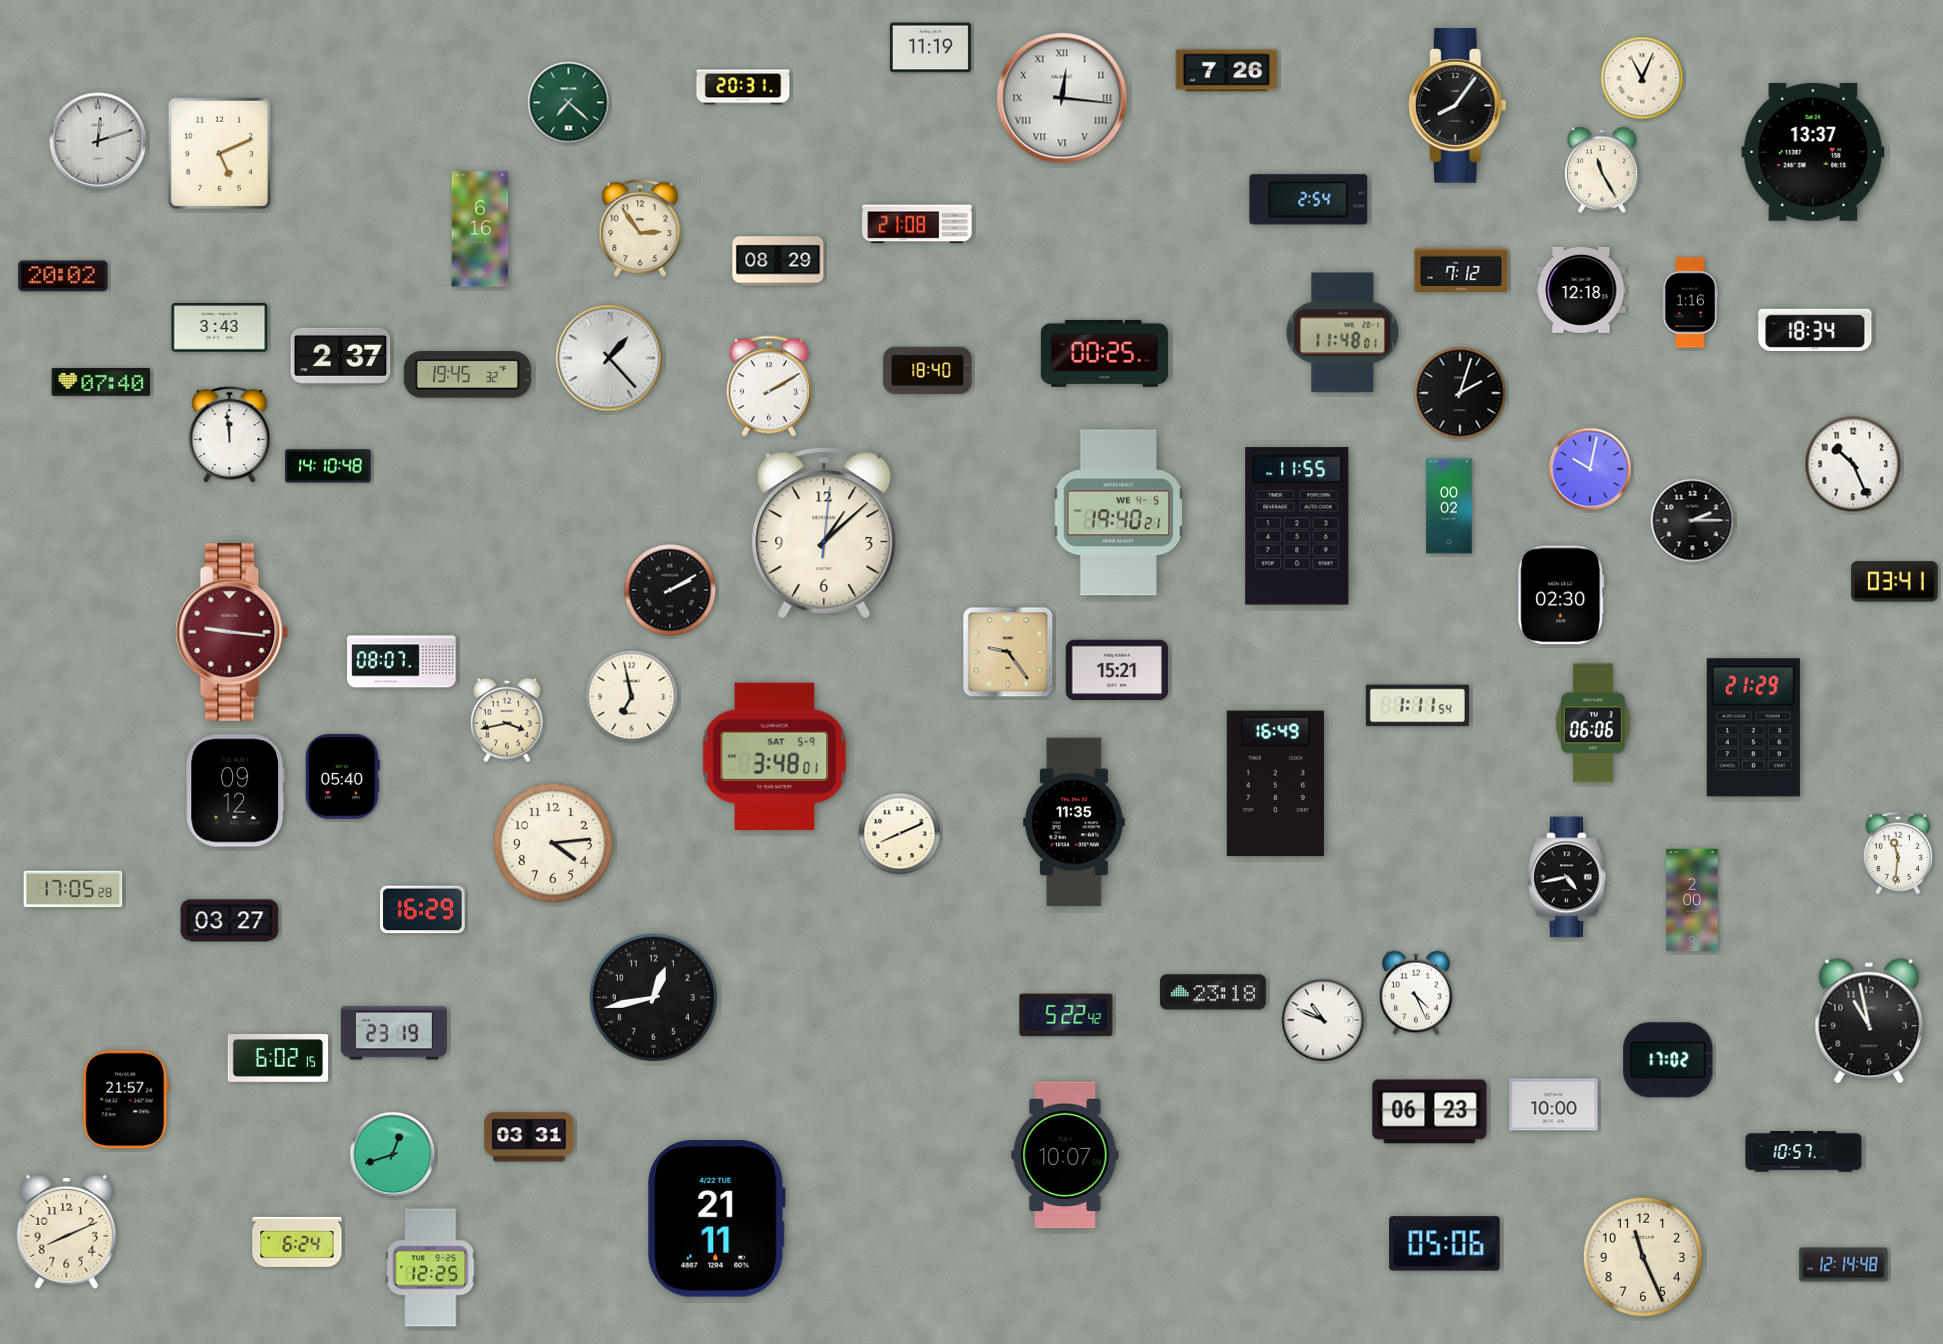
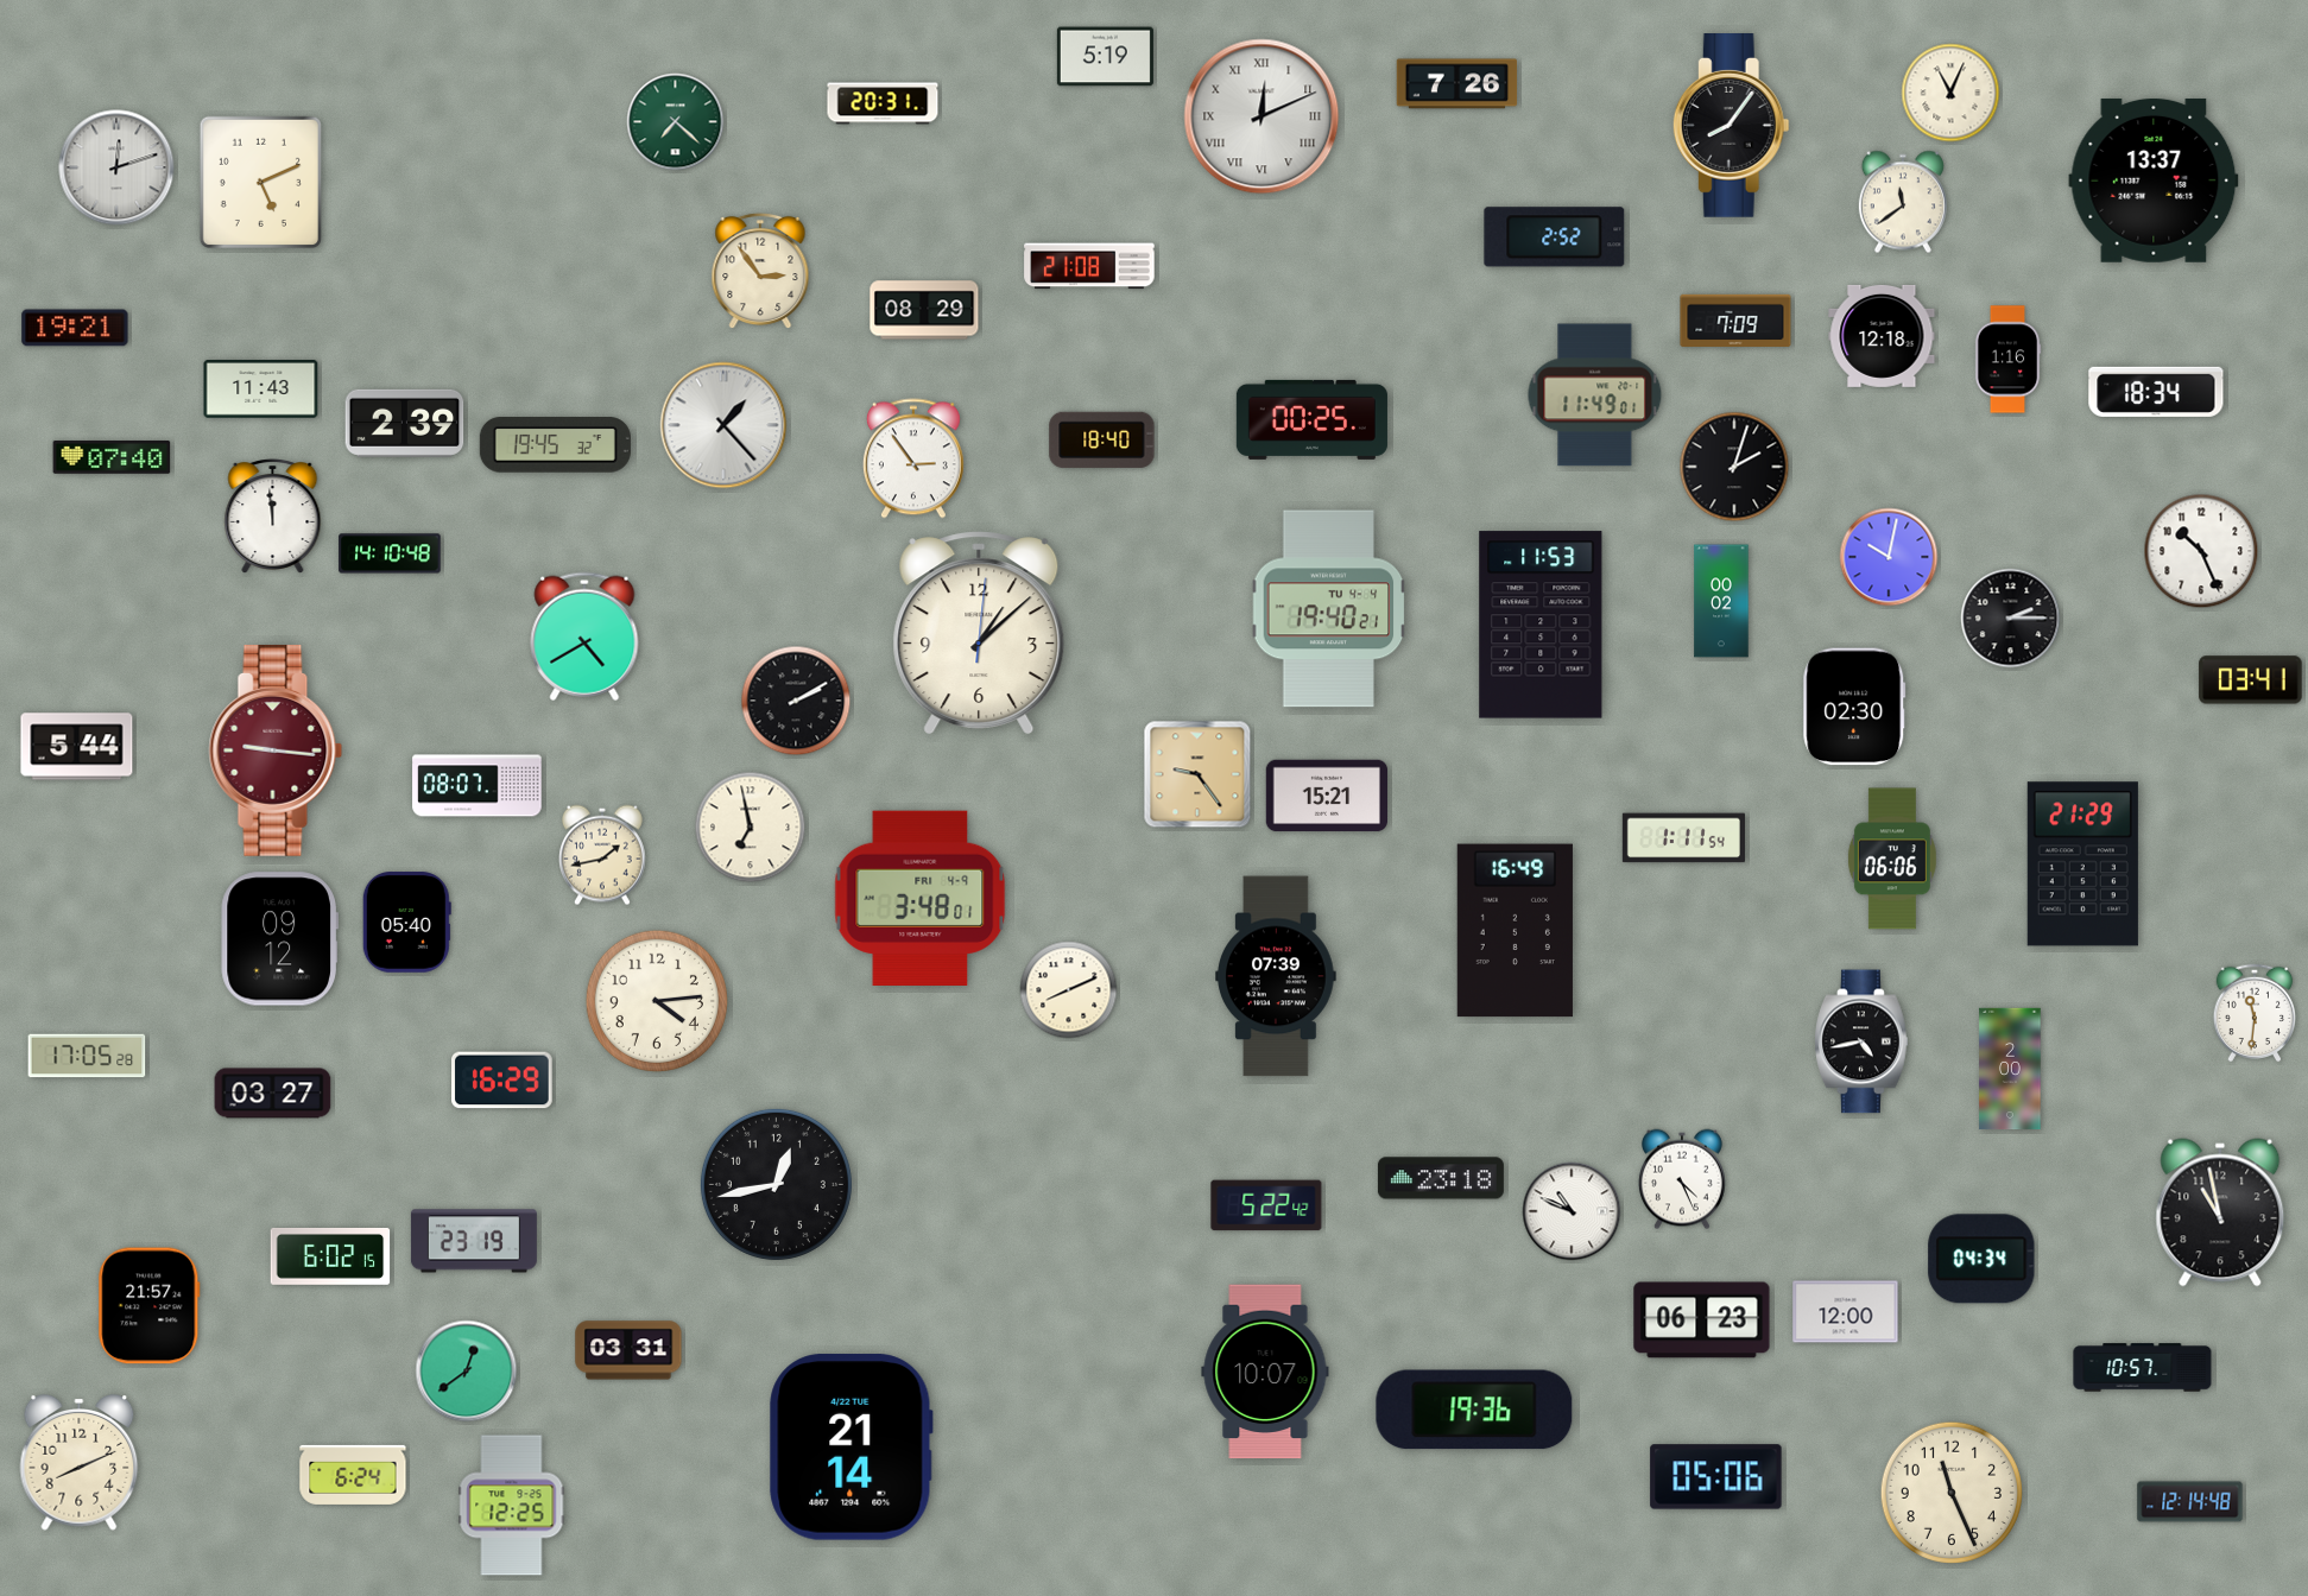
clock at (930, 48): 11:19 -> 5:19
clock at (1062, 98): 12:16 -> 12:11
clock at (1602, 170): 11:25 -> 11:39
clock at (1309, 200): 2:54 -> 2:52
clock at (480, 229): 6:16 -> none
clock at (1461, 269): 7:12 -> 7:09
clock at (63, 276): 20:02 -> 19:21
clock at (1581, 290) position: (1581, 290) -> (1882, 336)
clock at (220, 328): 3:43 -> 11:43
clock at (1343, 333): 11:48 -> 11:49
clock at (341, 356): 2:37 -> 2:39
clock at (101, 382) position: (101, 382) -> (112, 457)
clock at (769, 386): 2:10 -> 2:54
clock at (1119, 513) date: WE 4-5 -> TU 4-4
clock at (1297, 526): 11:55 -> 11:53
clock at (584, 636): none -> 4:40
clock at (1895, 582) position: (1895, 582) -> (2251, 680)
clock at (77, 747): none -> 5:44
clock at (508, 720): 3:43 -> 1:43
clock at (775, 756) date: SAT 5-9 -> FRI 4-9
clock at (1074, 822): 11:35 -> 07:39
clock at (394, 1033) position: (394, 1033) -> (474, 1241)
clock at (1668, 1060): 17:02 -> 04:34
clock at (1554, 1105): 10:00 -> 12:00
clock at (1430, 1112) position: (1430, 1112) -> (1702, 1320)
clock at (393, 1155): 12:42 -> 12:39
clock at (1474, 1410): none -> 19:36
clock at (717, 1219): 21:11 -> 21:14
